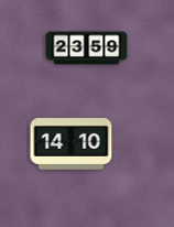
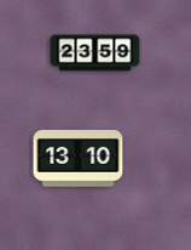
clock at (72, 144): 14:10 -> 13:10
